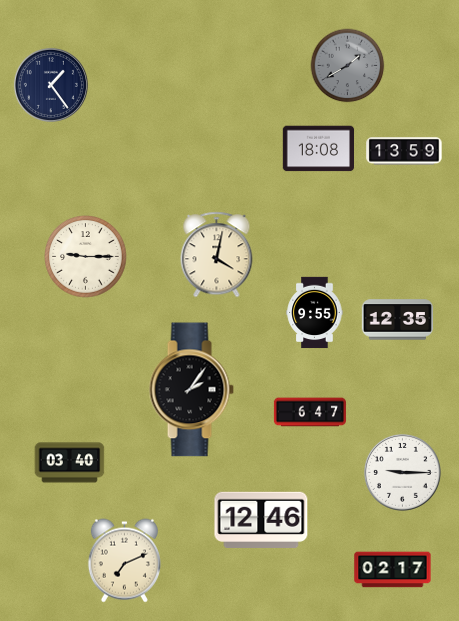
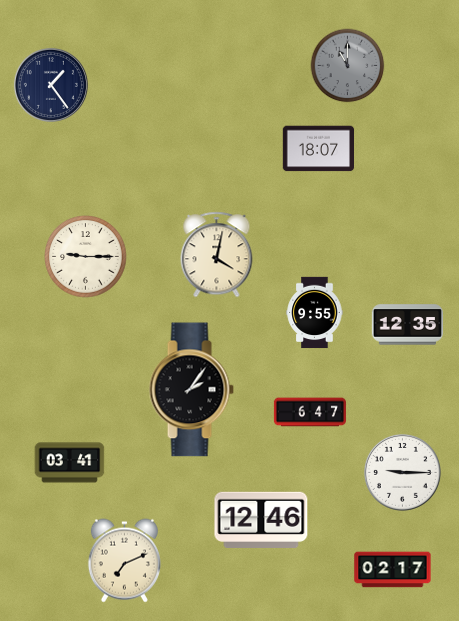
clock at (348, 66): 1:40 -> 11:00
clock at (318, 149): 18:08 -> 18:07
clock at (404, 151): 13:59 -> none
clock at (398, 320) position: (398, 320) -> (408, 325)
clock at (70, 463): 03:40 -> 03:41
